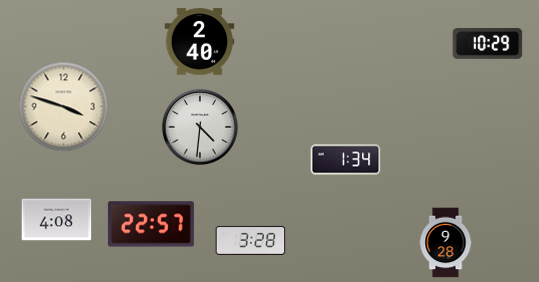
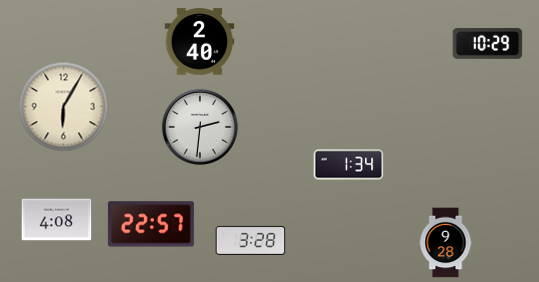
clock at (64, 107): 3:48 -> 6:05
clock at (200, 127): 4:31 -> 2:31
clock at (346, 160) position: (346, 160) -> (349, 165)
